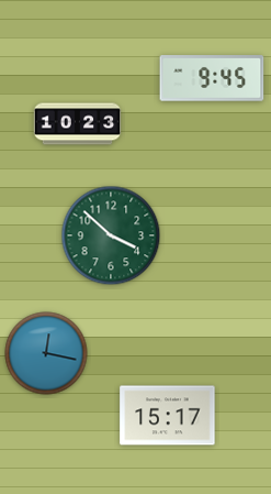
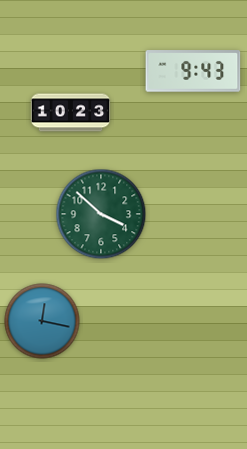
clock at (212, 78): 9:45 -> 9:43
clock at (168, 416): 15:17 -> none
